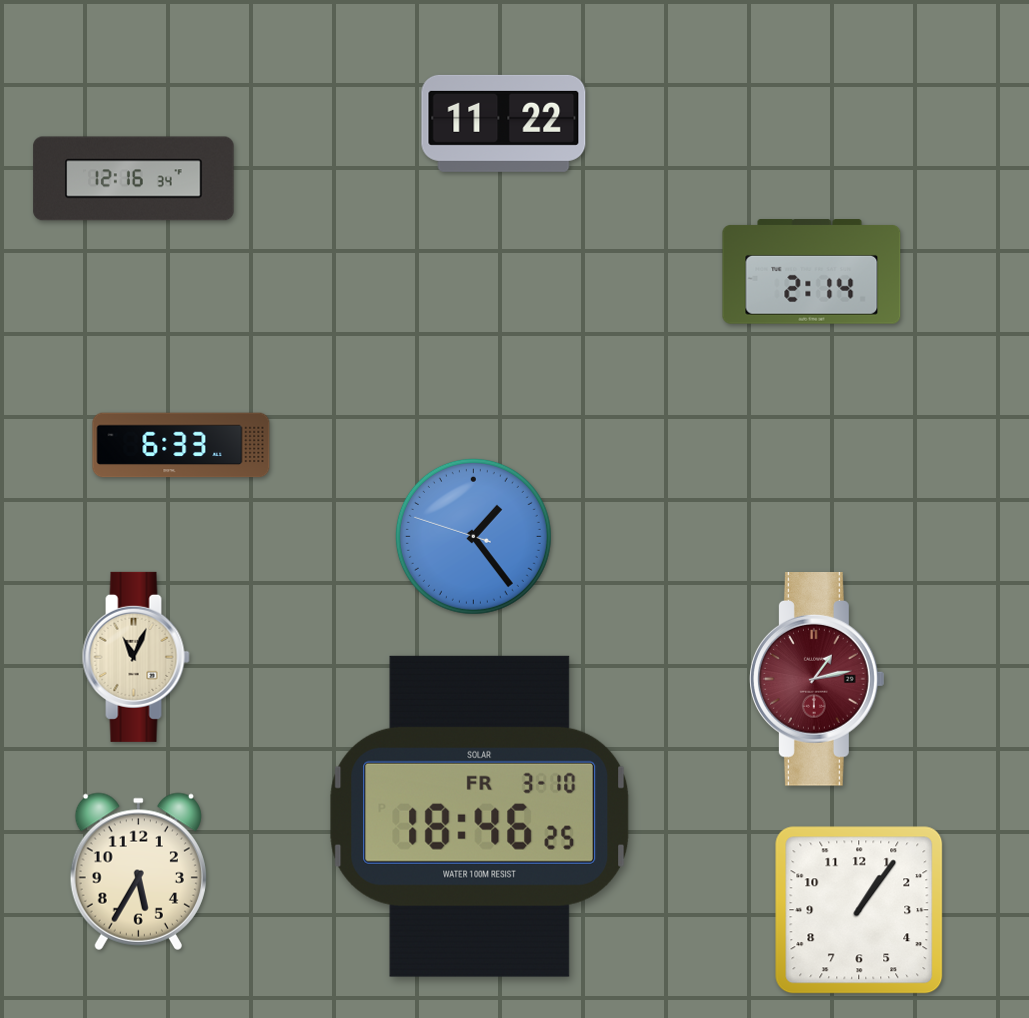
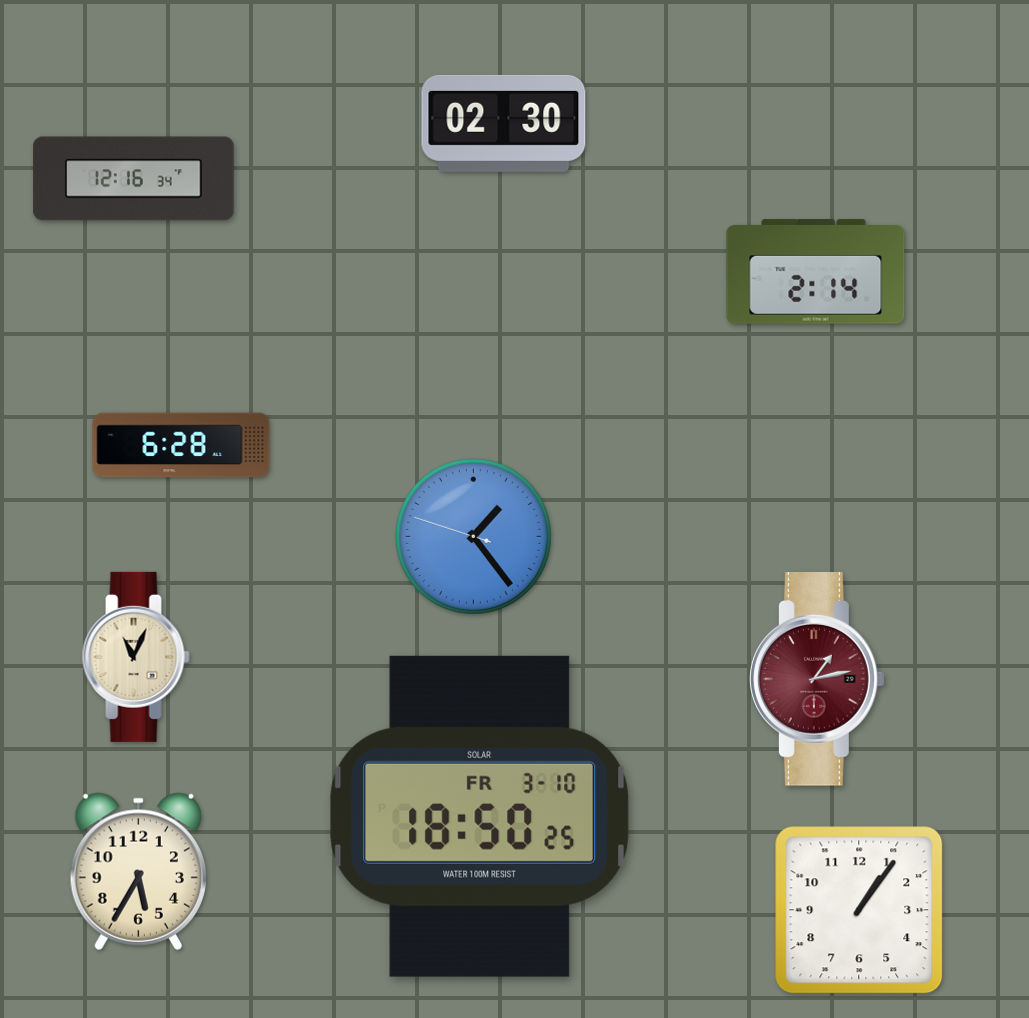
clock at (504, 123): 11:22 -> 02:30
clock at (812, 272) position: (812, 272) -> (816, 272)
clock at (181, 445): 6:33 -> 6:28
clock at (480, 816): 18:46 -> 18:50
